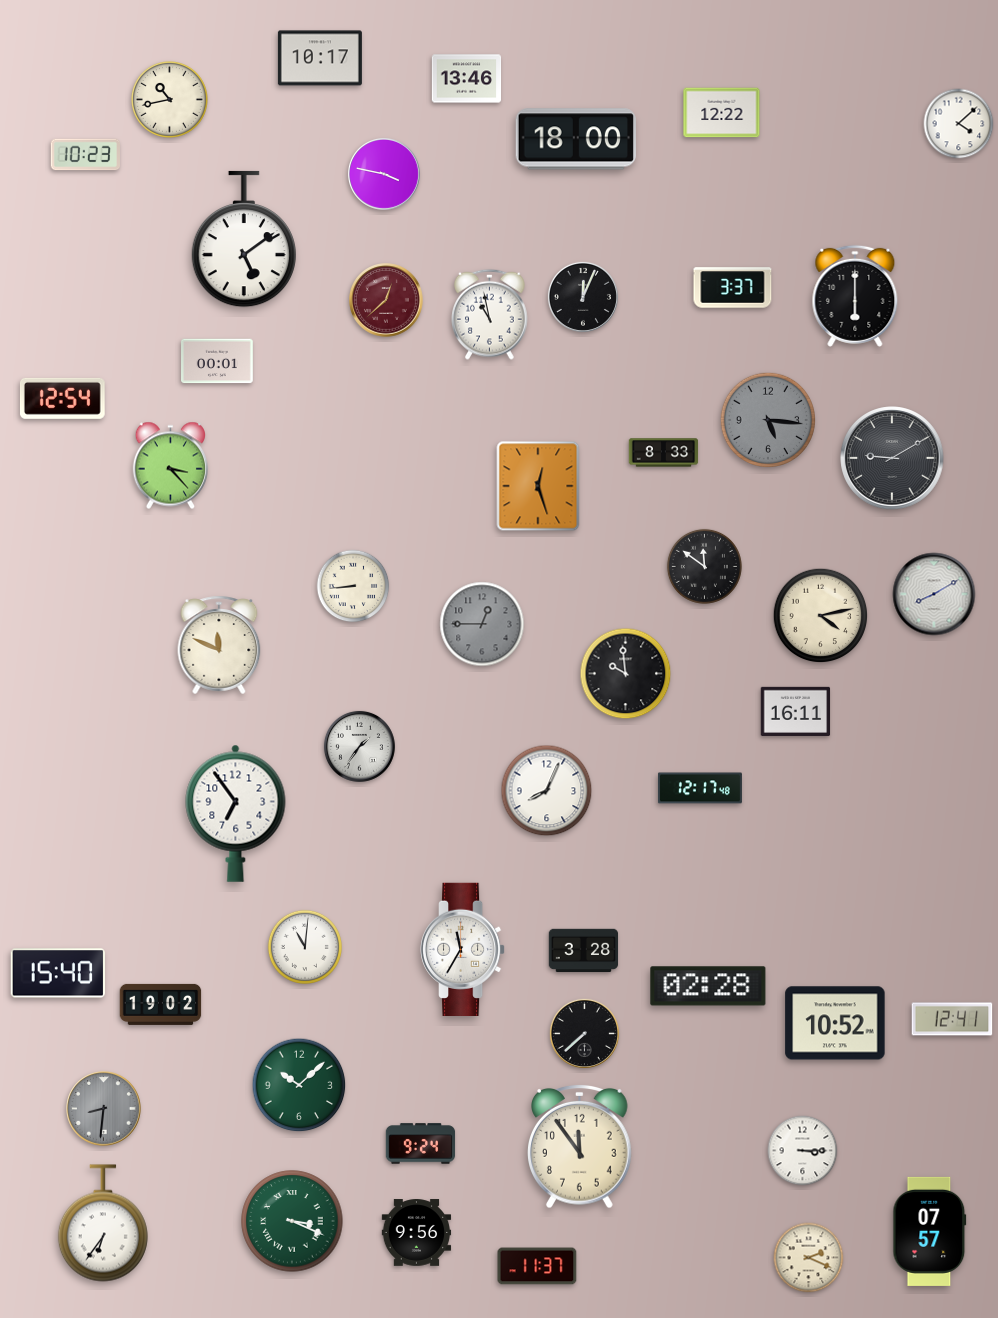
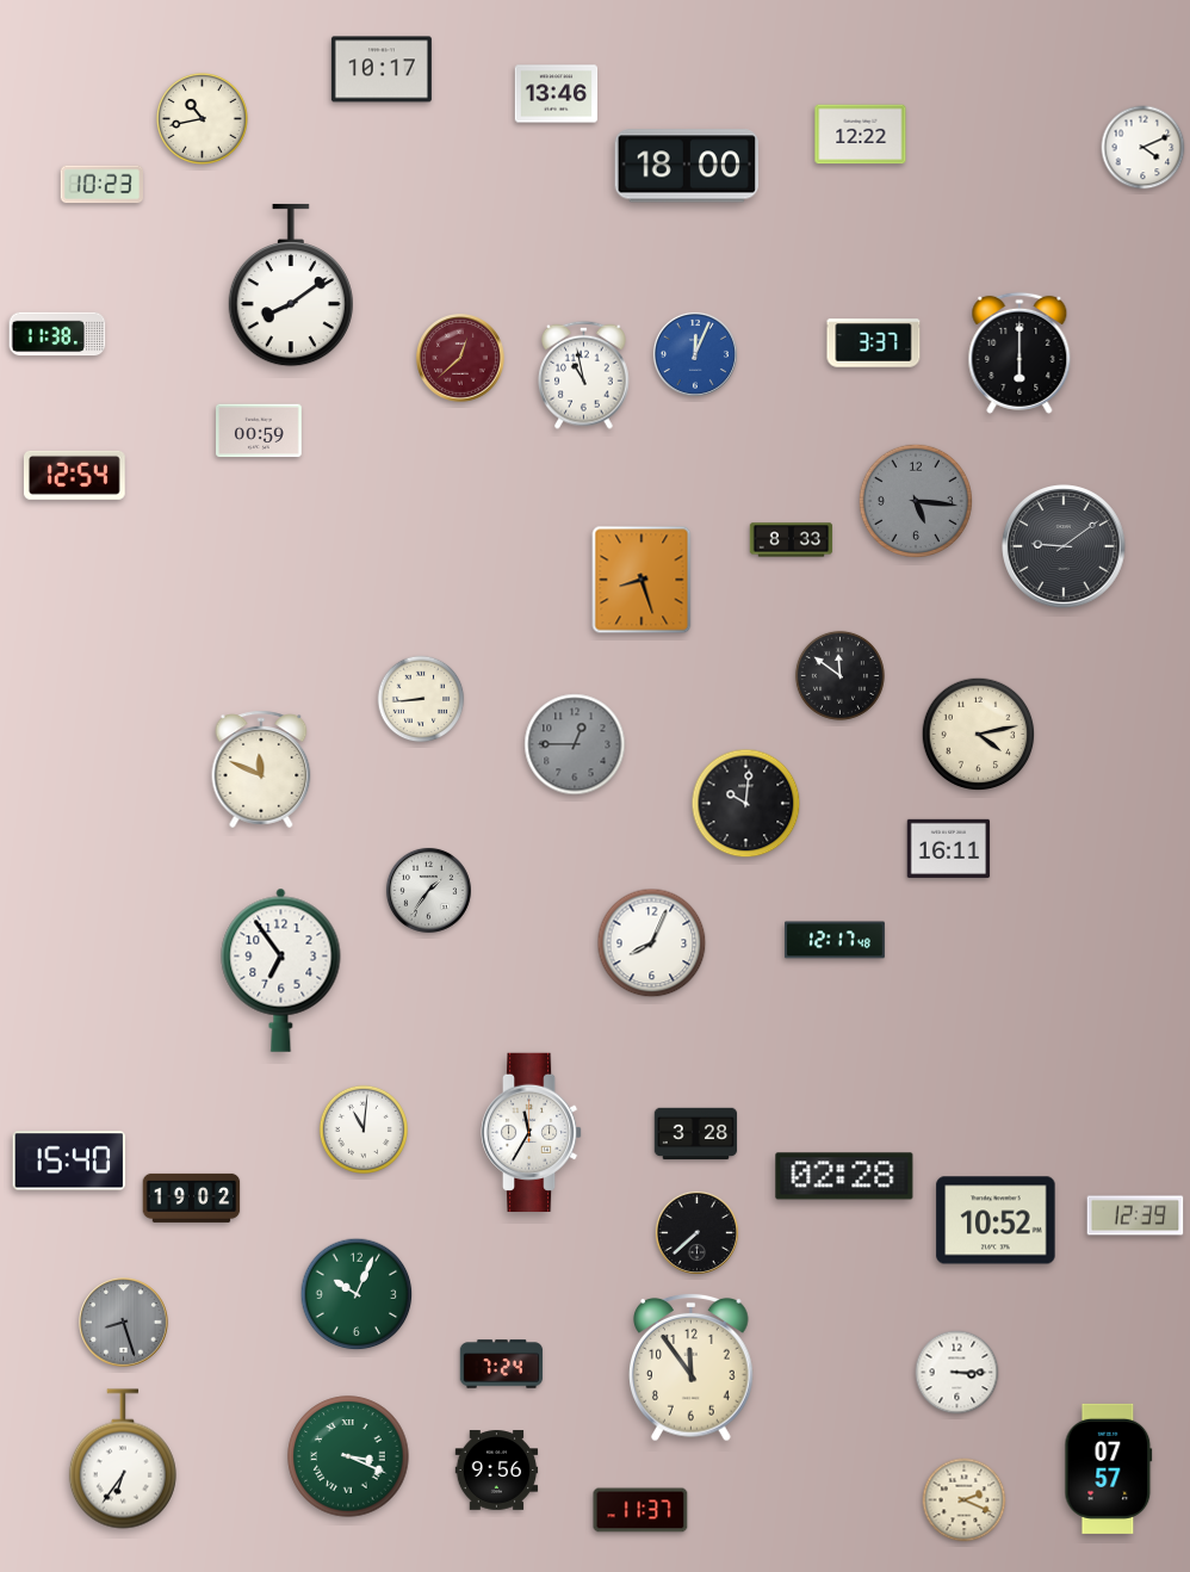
clock at (959, 124): 4:08 -> 4:11
clock at (384, 174): 3:47 -> none
clock at (244, 239): 5:09 -> 8:09
clock at (57, 334): none -> 11:38
clock at (583, 297) dial: black -> blue
clock at (218, 361): 00:01 -> 00:59
clock at (892, 458): 9:10 -> 9:09
clock at (170, 466): 3:23 -> none
clock at (538, 486): 12:27 -> 8:27
clock at (934, 594): 8:10 -> none
clock at (626, 674): 9:59 -> 10:01
clock at (463, 949) position: (463, 949) -> (532, 1132)
clock at (952, 1019): 12:41 -> 12:39
clock at (299, 1085): 10:08 -> 10:04
clock at (104, 1109): 8:31 -> 8:27
clock at (421, 1144): 9:24 -> 7:24
